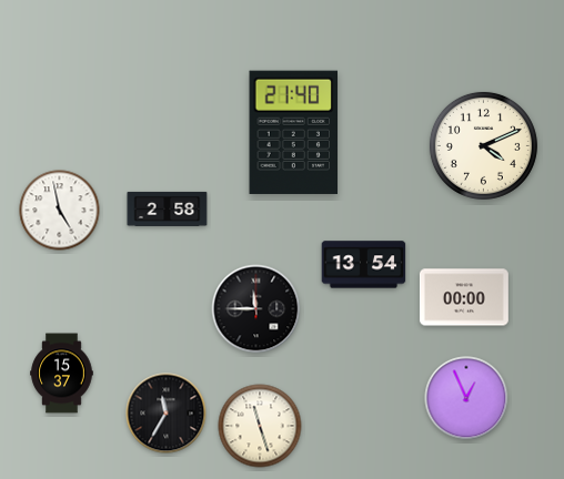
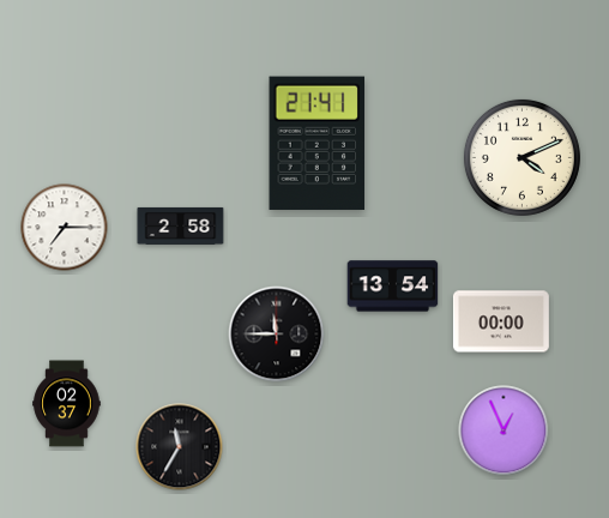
clock at (294, 132): 21:40 -> 21:41
clock at (60, 211): 4:58 -> 7:15
clock at (62, 374): 15:37 -> 02:37
clock at (260, 426): 11:27 -> none
